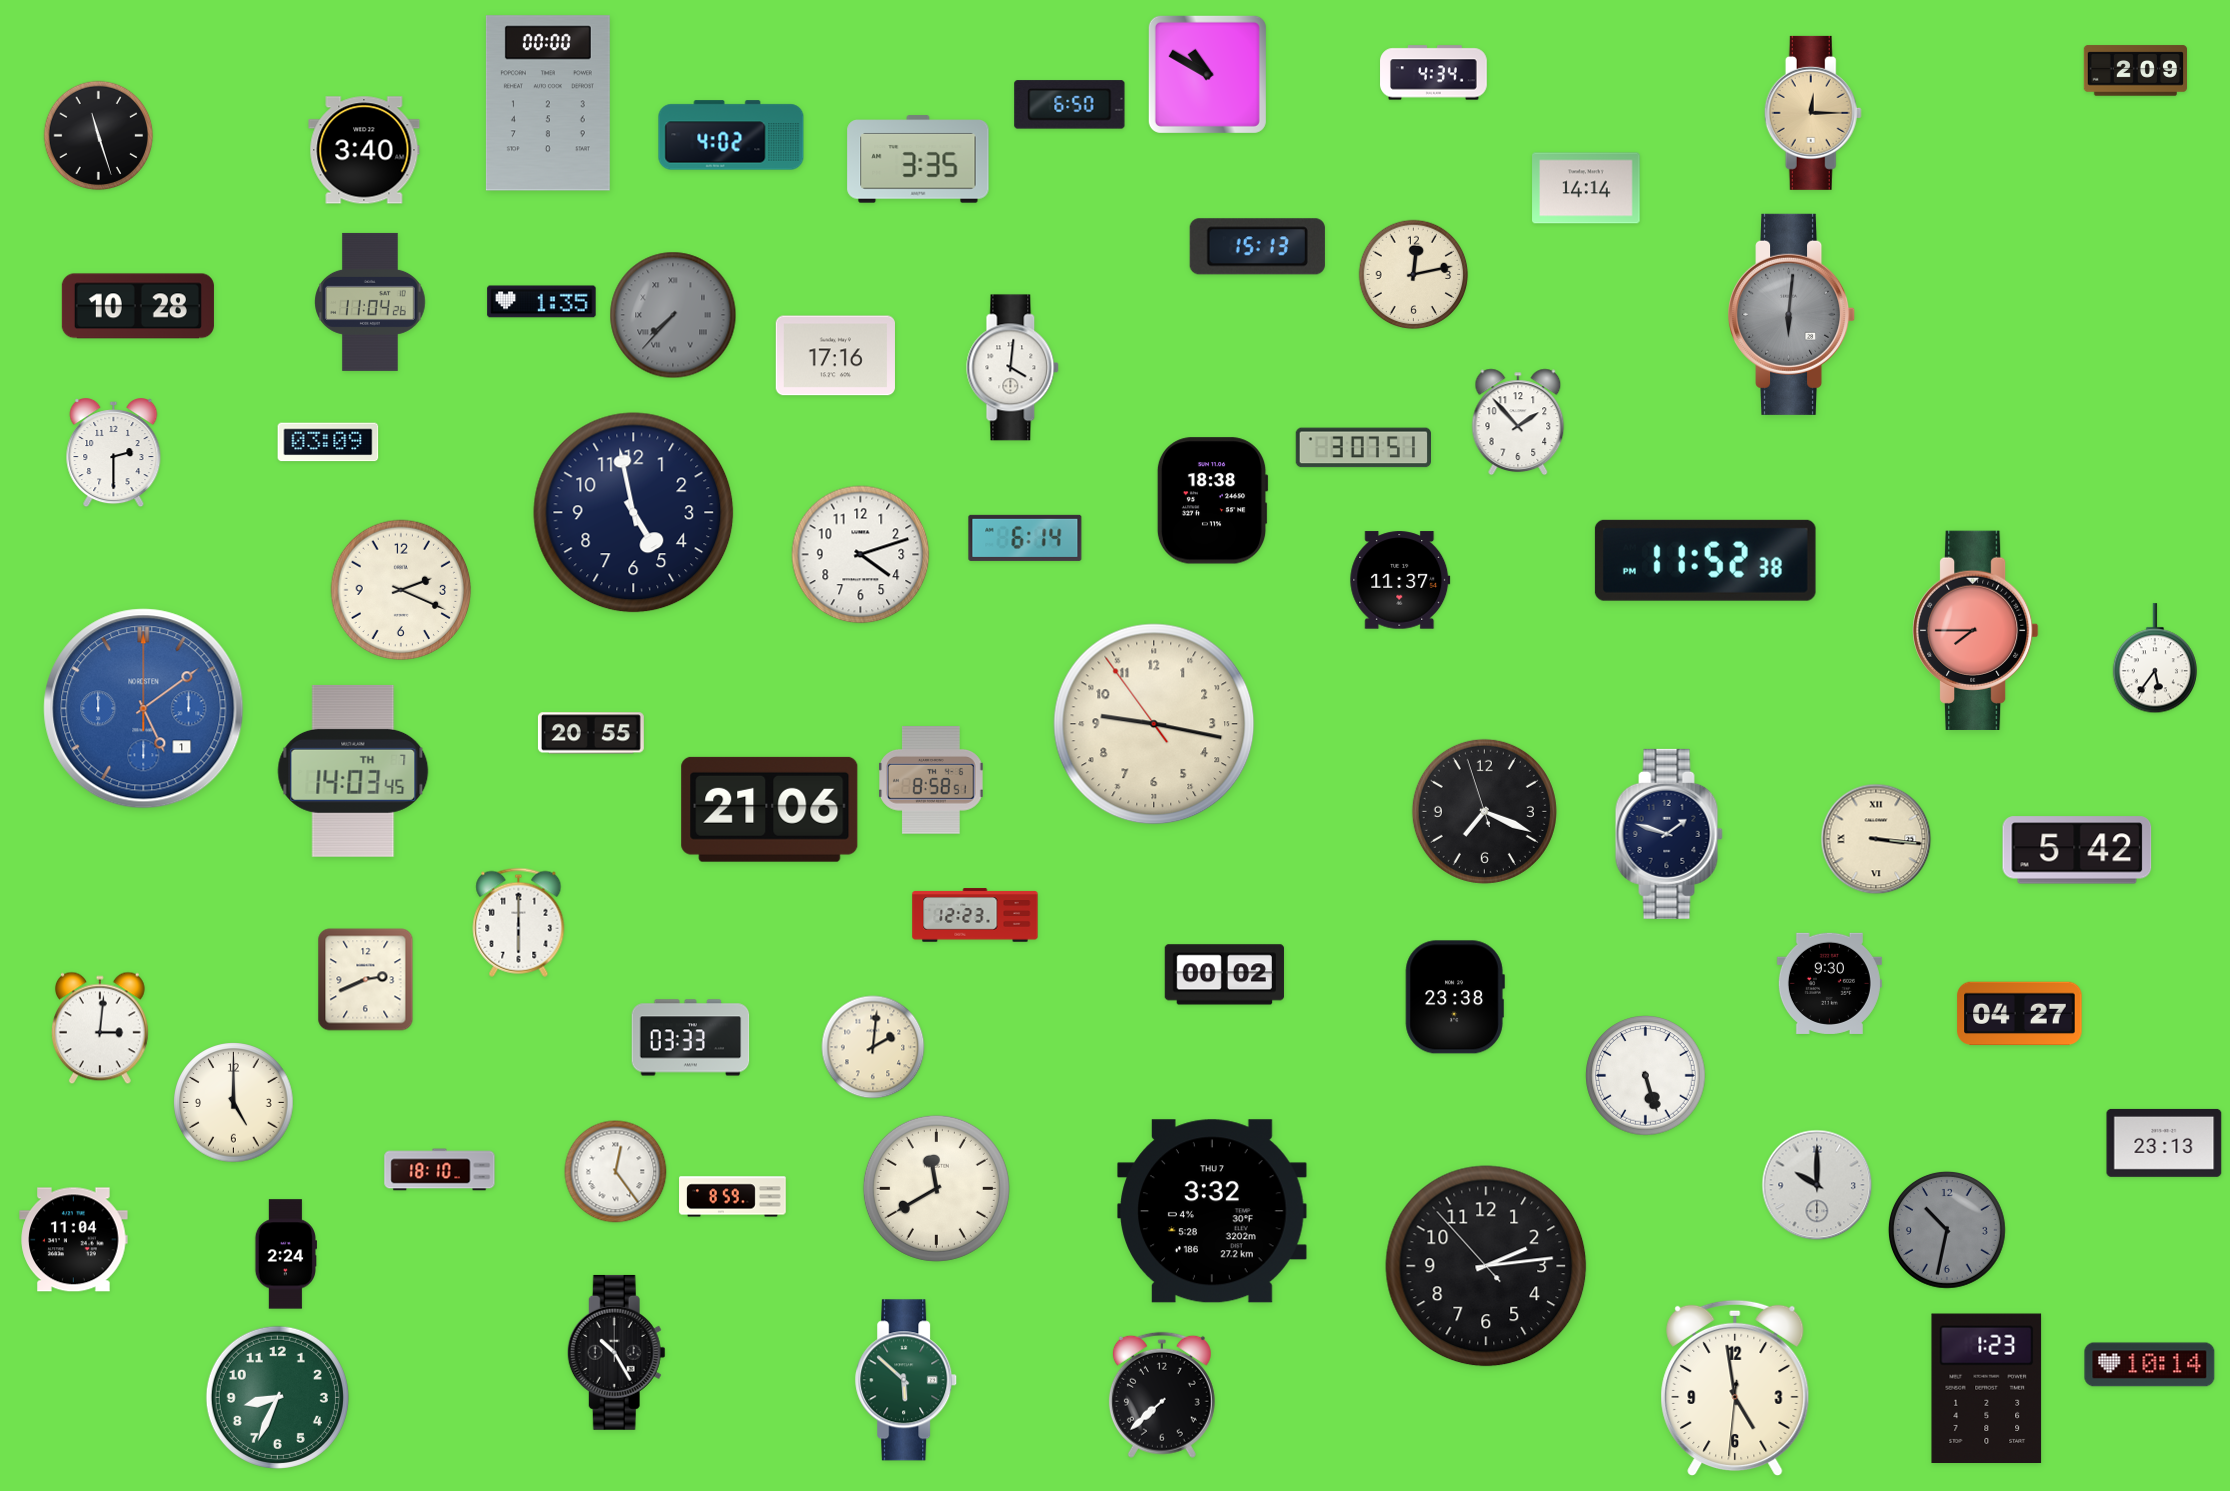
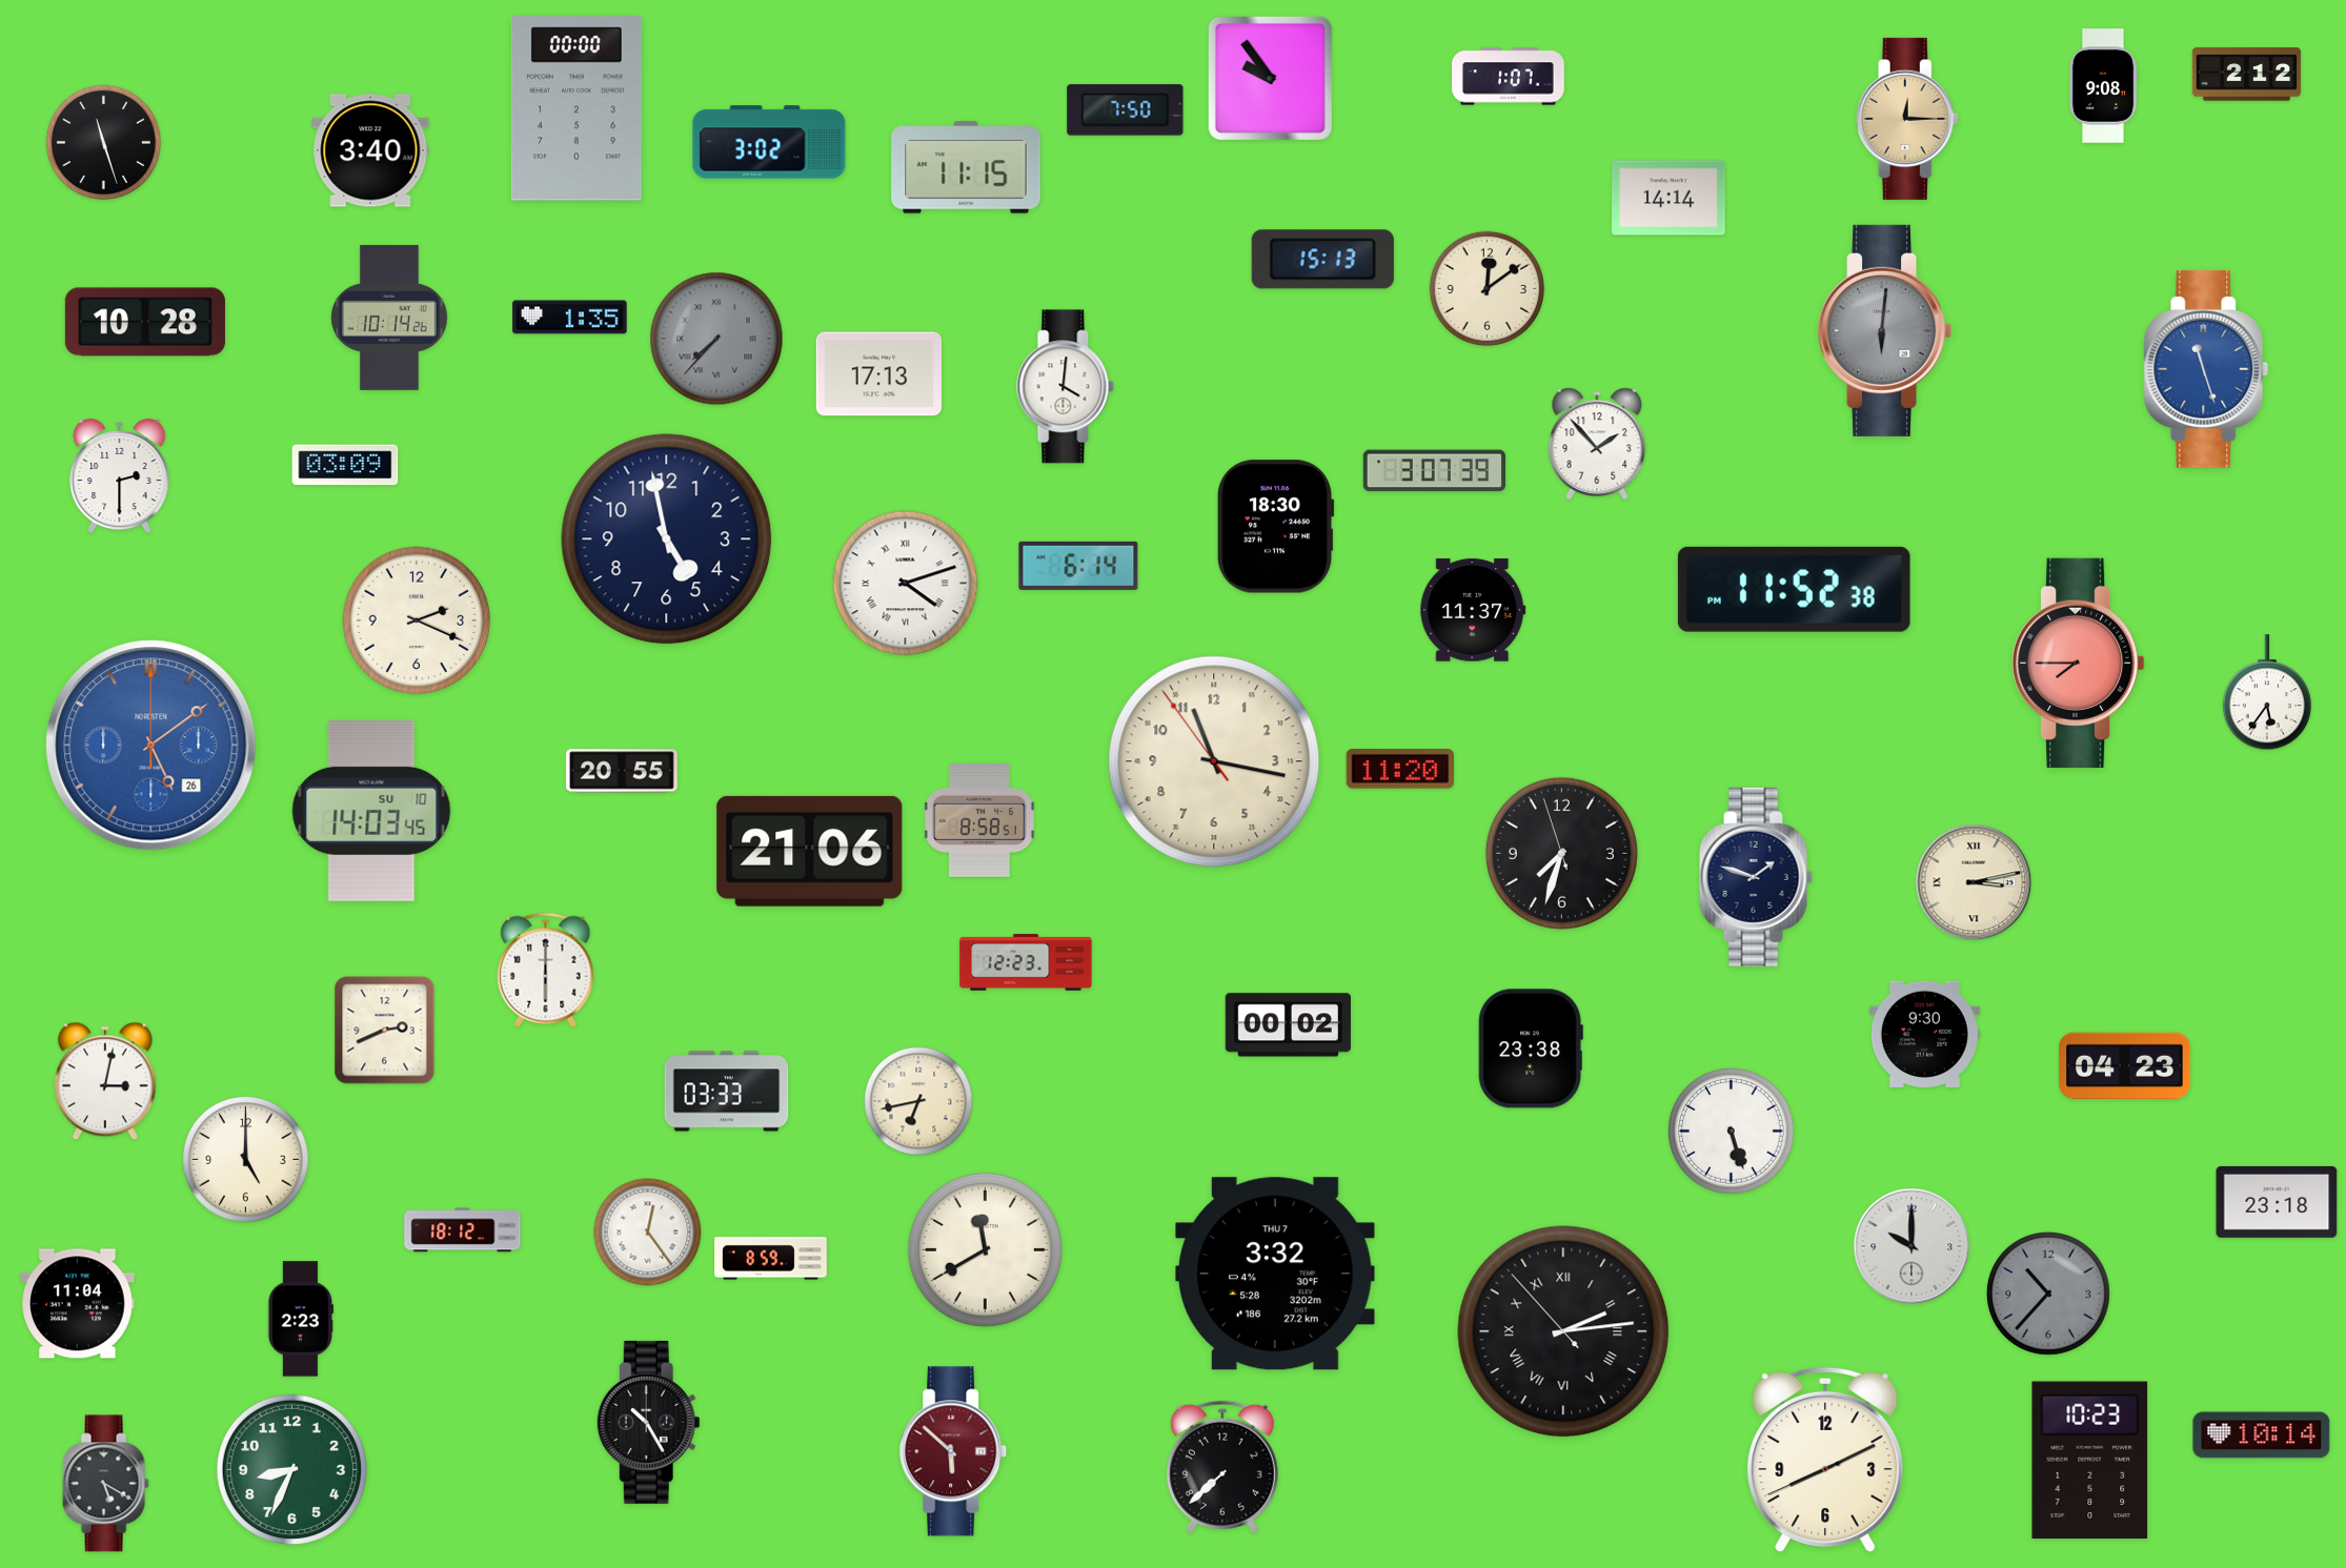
clock at (2135, 71): 2:09 -> 2:12
clock at (1434, 73): 4:34 -> 1:07
clock at (1207, 74): 10:50 -> 9:54
clock at (2103, 86): none -> 9:08
clock at (1070, 105): 6:50 -> 7:50
clock at (731, 135): 4:02 -> 3:02
clock at (364, 150) position: (364, 150) -> (370, 150)
clock at (918, 159): 3:35 -> 11:15
clock at (1414, 275): 12:13 -> 12:09
clock at (370, 302): 11:04 -> 10:14
clock at (673, 315) position: (673, 315) -> (716, 339)
clock at (2206, 369): none -> 11:27
clock at (835, 356): 17:16 -> 17:13
clock at (1363, 448): 3:07:51 -> 3:07:39
clock at (1212, 501): 18:38 -> 18:30
clock at (861, 555) numerals: Arabic -> Roman
clock at (401, 590) position: (401, 590) -> (417, 620)
clock at (144, 709) date: 1 -> 26
clock at (1154, 724): 9:16 -> 11:16
clock at (1399, 769): none -> 11:20
clock at (353, 771) date: TH 7 -> SU 10
clock at (1484, 811): 7:18 -> 7:32
clock at (1876, 839): 3:16 -> 3:13
clock at (2077, 850): 5:42 -> none
clock at (2020, 1014): 04:27 -> 04:23
clock at (100, 1028): 3:01 -> 3:02
clock at (873, 1047): 2:01 -> 6:43
clock at (2164, 1143): 23:13 -> 23:18
clock at (440, 1170): 18:10 -> 18:12
clock at (1947, 1230): 10:32 -> 10:37
clock at (285, 1254): 2:24 -> 2:23
clock at (1486, 1266) numerals: Arabic -> Roman
clock at (907, 1380) dial: green -> burgundy
clock at (1735, 1388): 4:58 -> 8:10
clock at (1987, 1389): 1:23 -> 10:23
clock at (105, 1484): none -> 5:20
